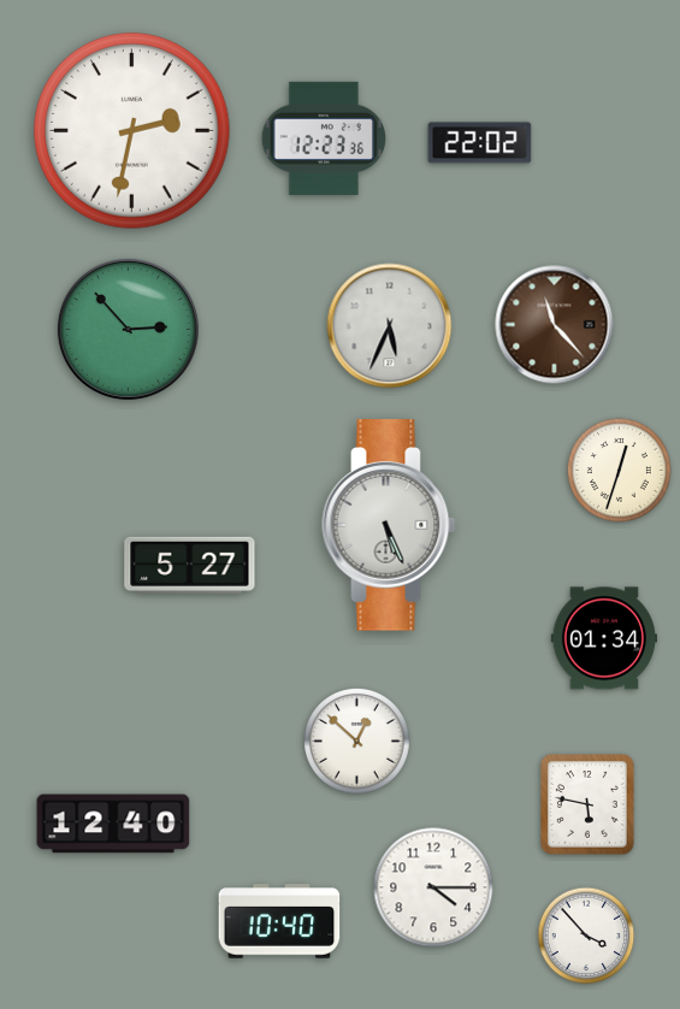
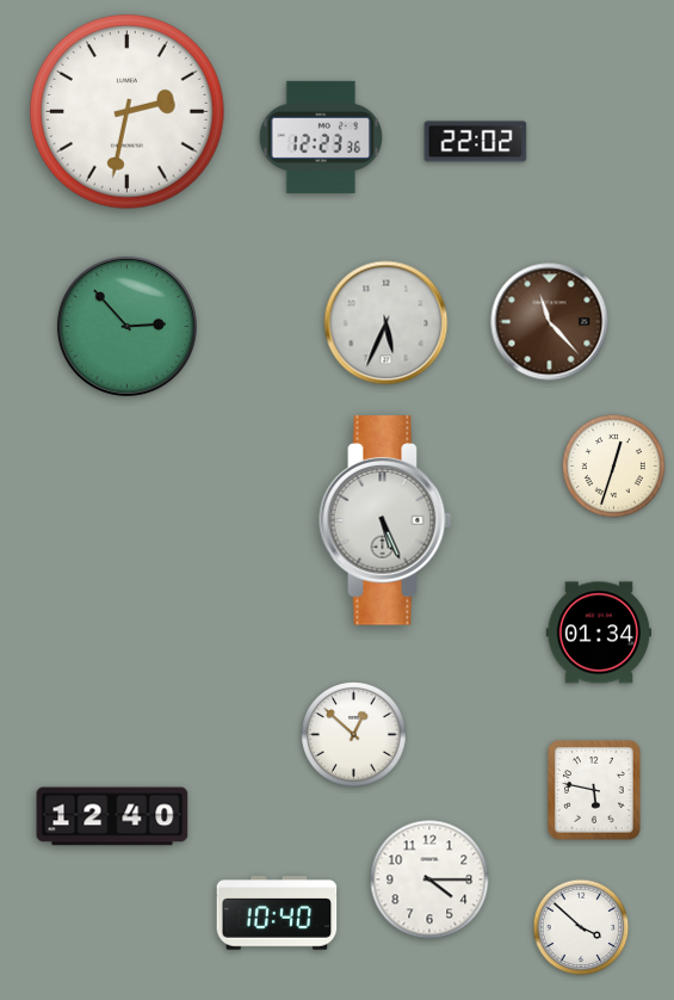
clock at (132, 131) position: (132, 131) -> (128, 112)
clock at (190, 565): 5:27 -> none
clock at (587, 804) position: (587, 804) -> (594, 790)
clock at (586, 936): 3:53 -> 3:52
